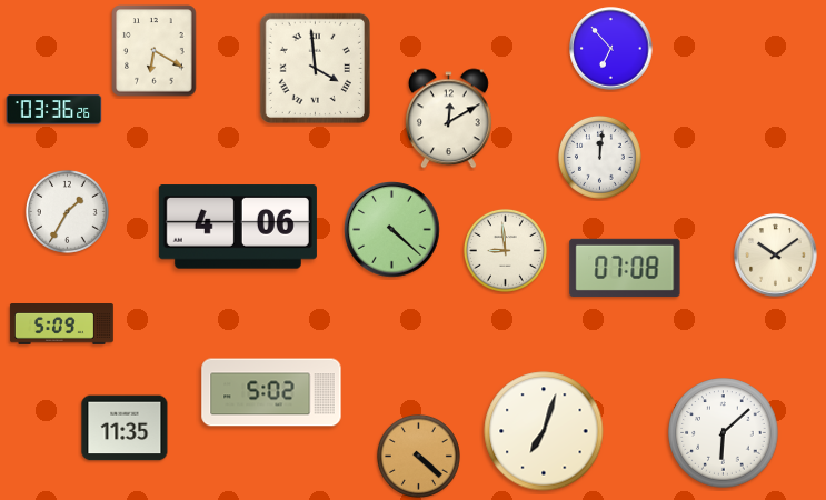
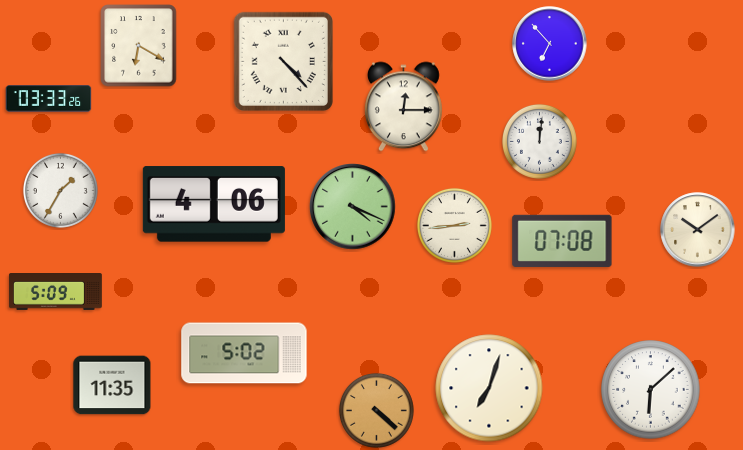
clock at (315, 68): 3:59 -> 4:23
clock at (54, 110): 03:36 -> 03:33
clock at (448, 119): 12:10 -> 12:15
clock at (392, 230): 4:22 -> 4:19
clock at (505, 250): 8:59 -> 2:44
